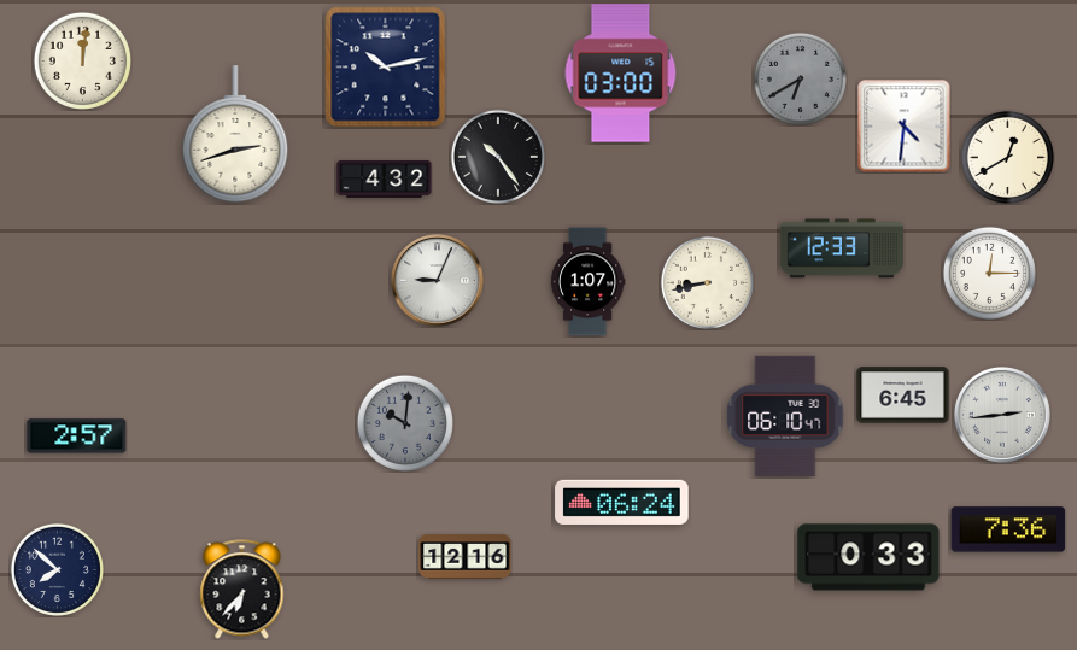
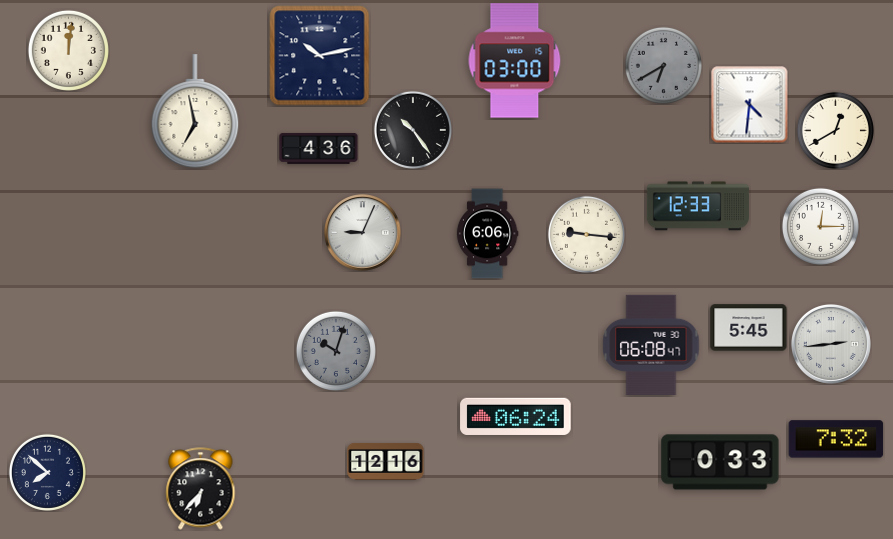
clock at (235, 134): 2:42 -> 6:58
clock at (385, 178): 4:32 -> 4:36
clock at (587, 282): 1:07 -> 6:06
clock at (707, 282): 8:43 -> 9:16
clock at (903, 396): 6:45 -> 5:45
clock at (785, 416): 06:10 -> 06:08
clock at (405, 423): 10:01 -> 10:03
clock at (77, 437): 2:57 -> none
clock at (1008, 529): 7:36 -> 7:32
